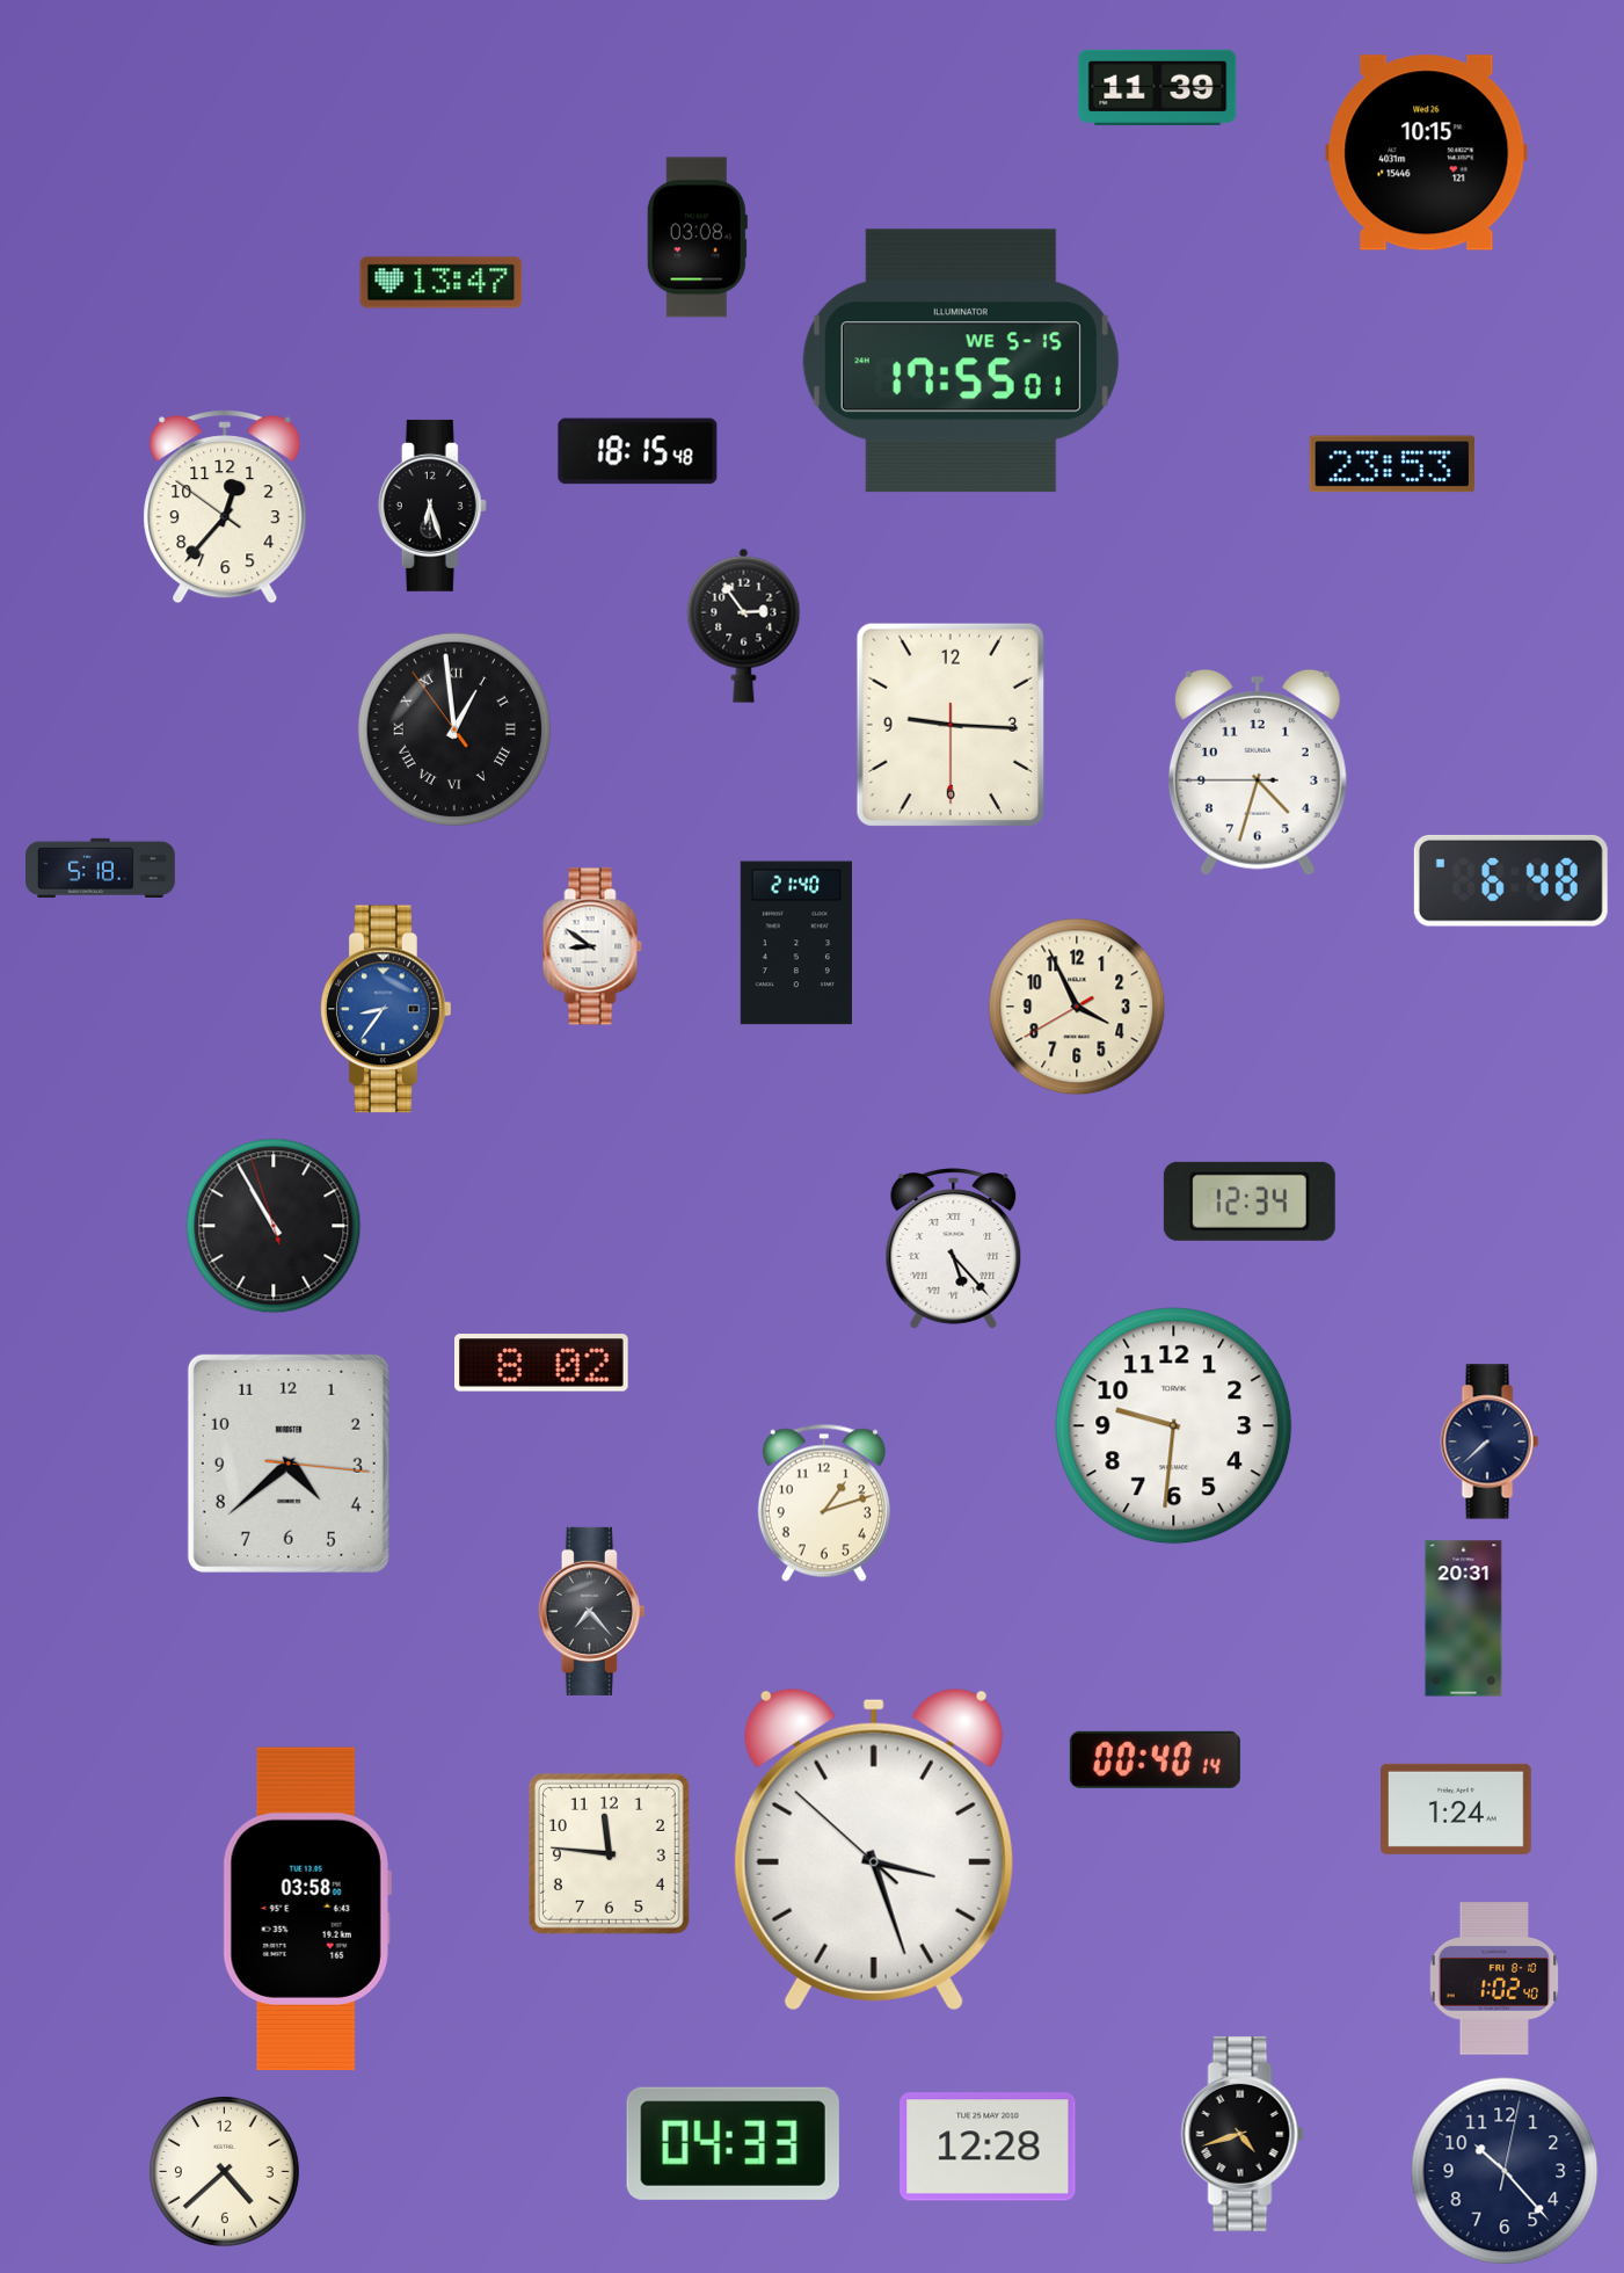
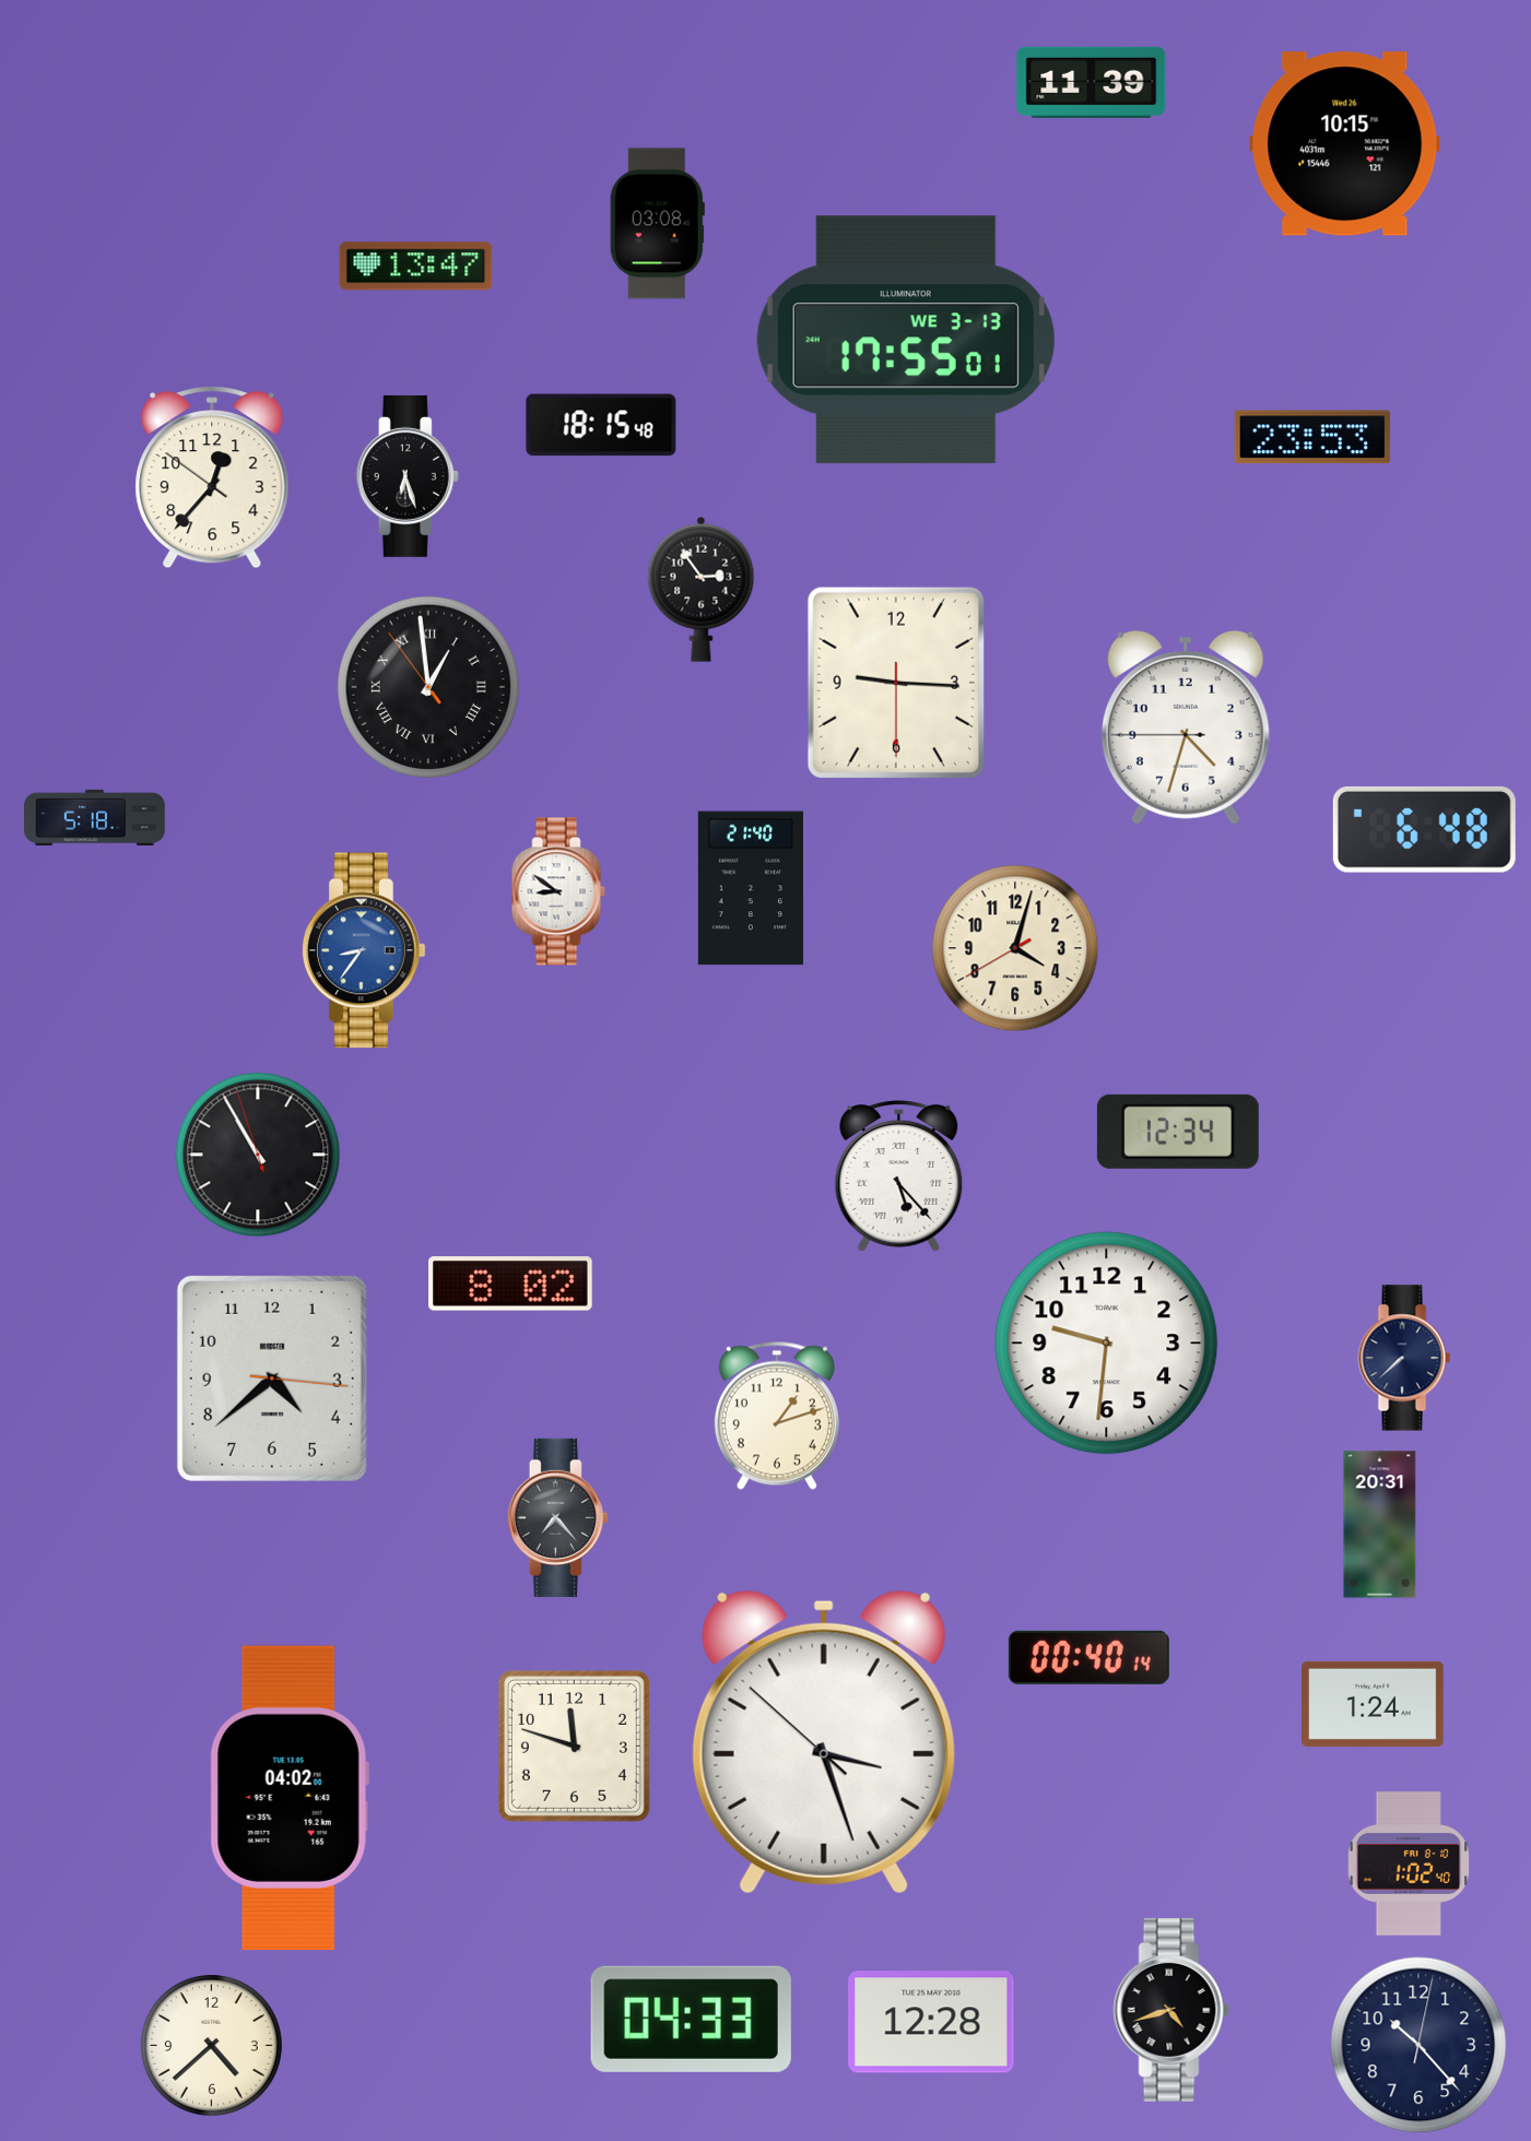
clock at (961, 361) date: WE 5-15 -> WE 3-13
clock at (1077, 1007): 3:55 -> 4:02
clock at (609, 1853): 11:46 -> 11:48
clock at (307, 1908): 03:58 -> 04:02
